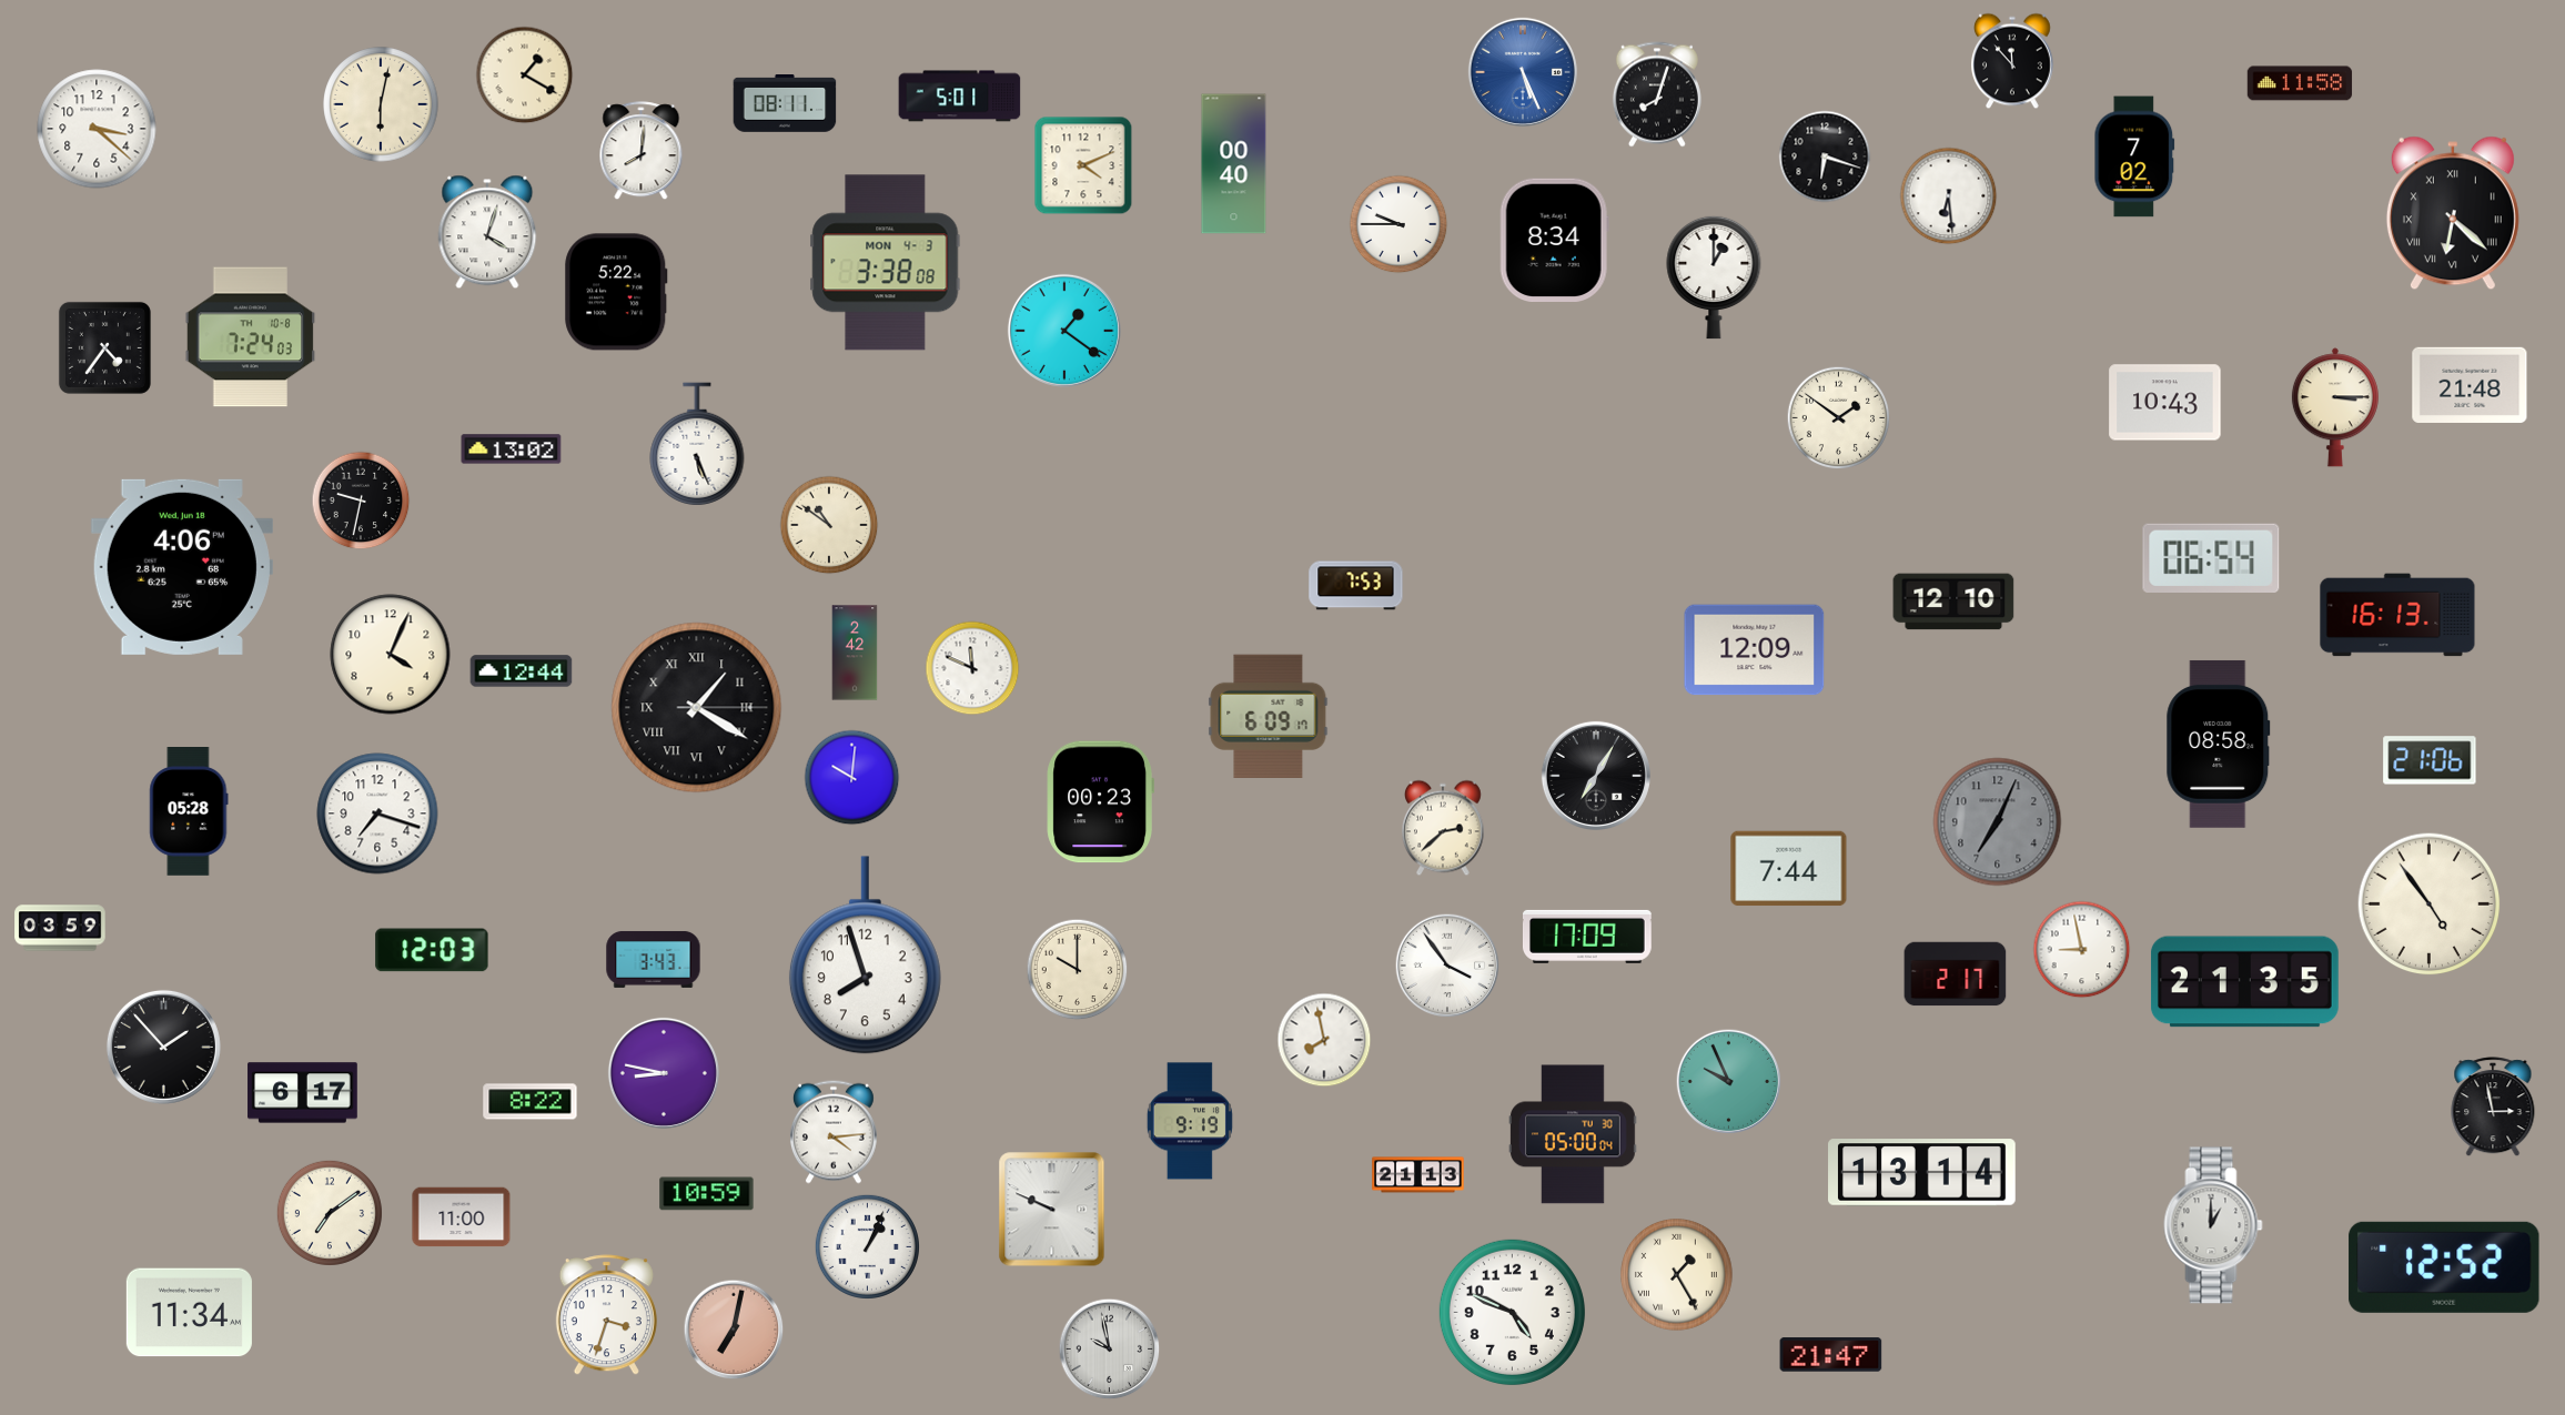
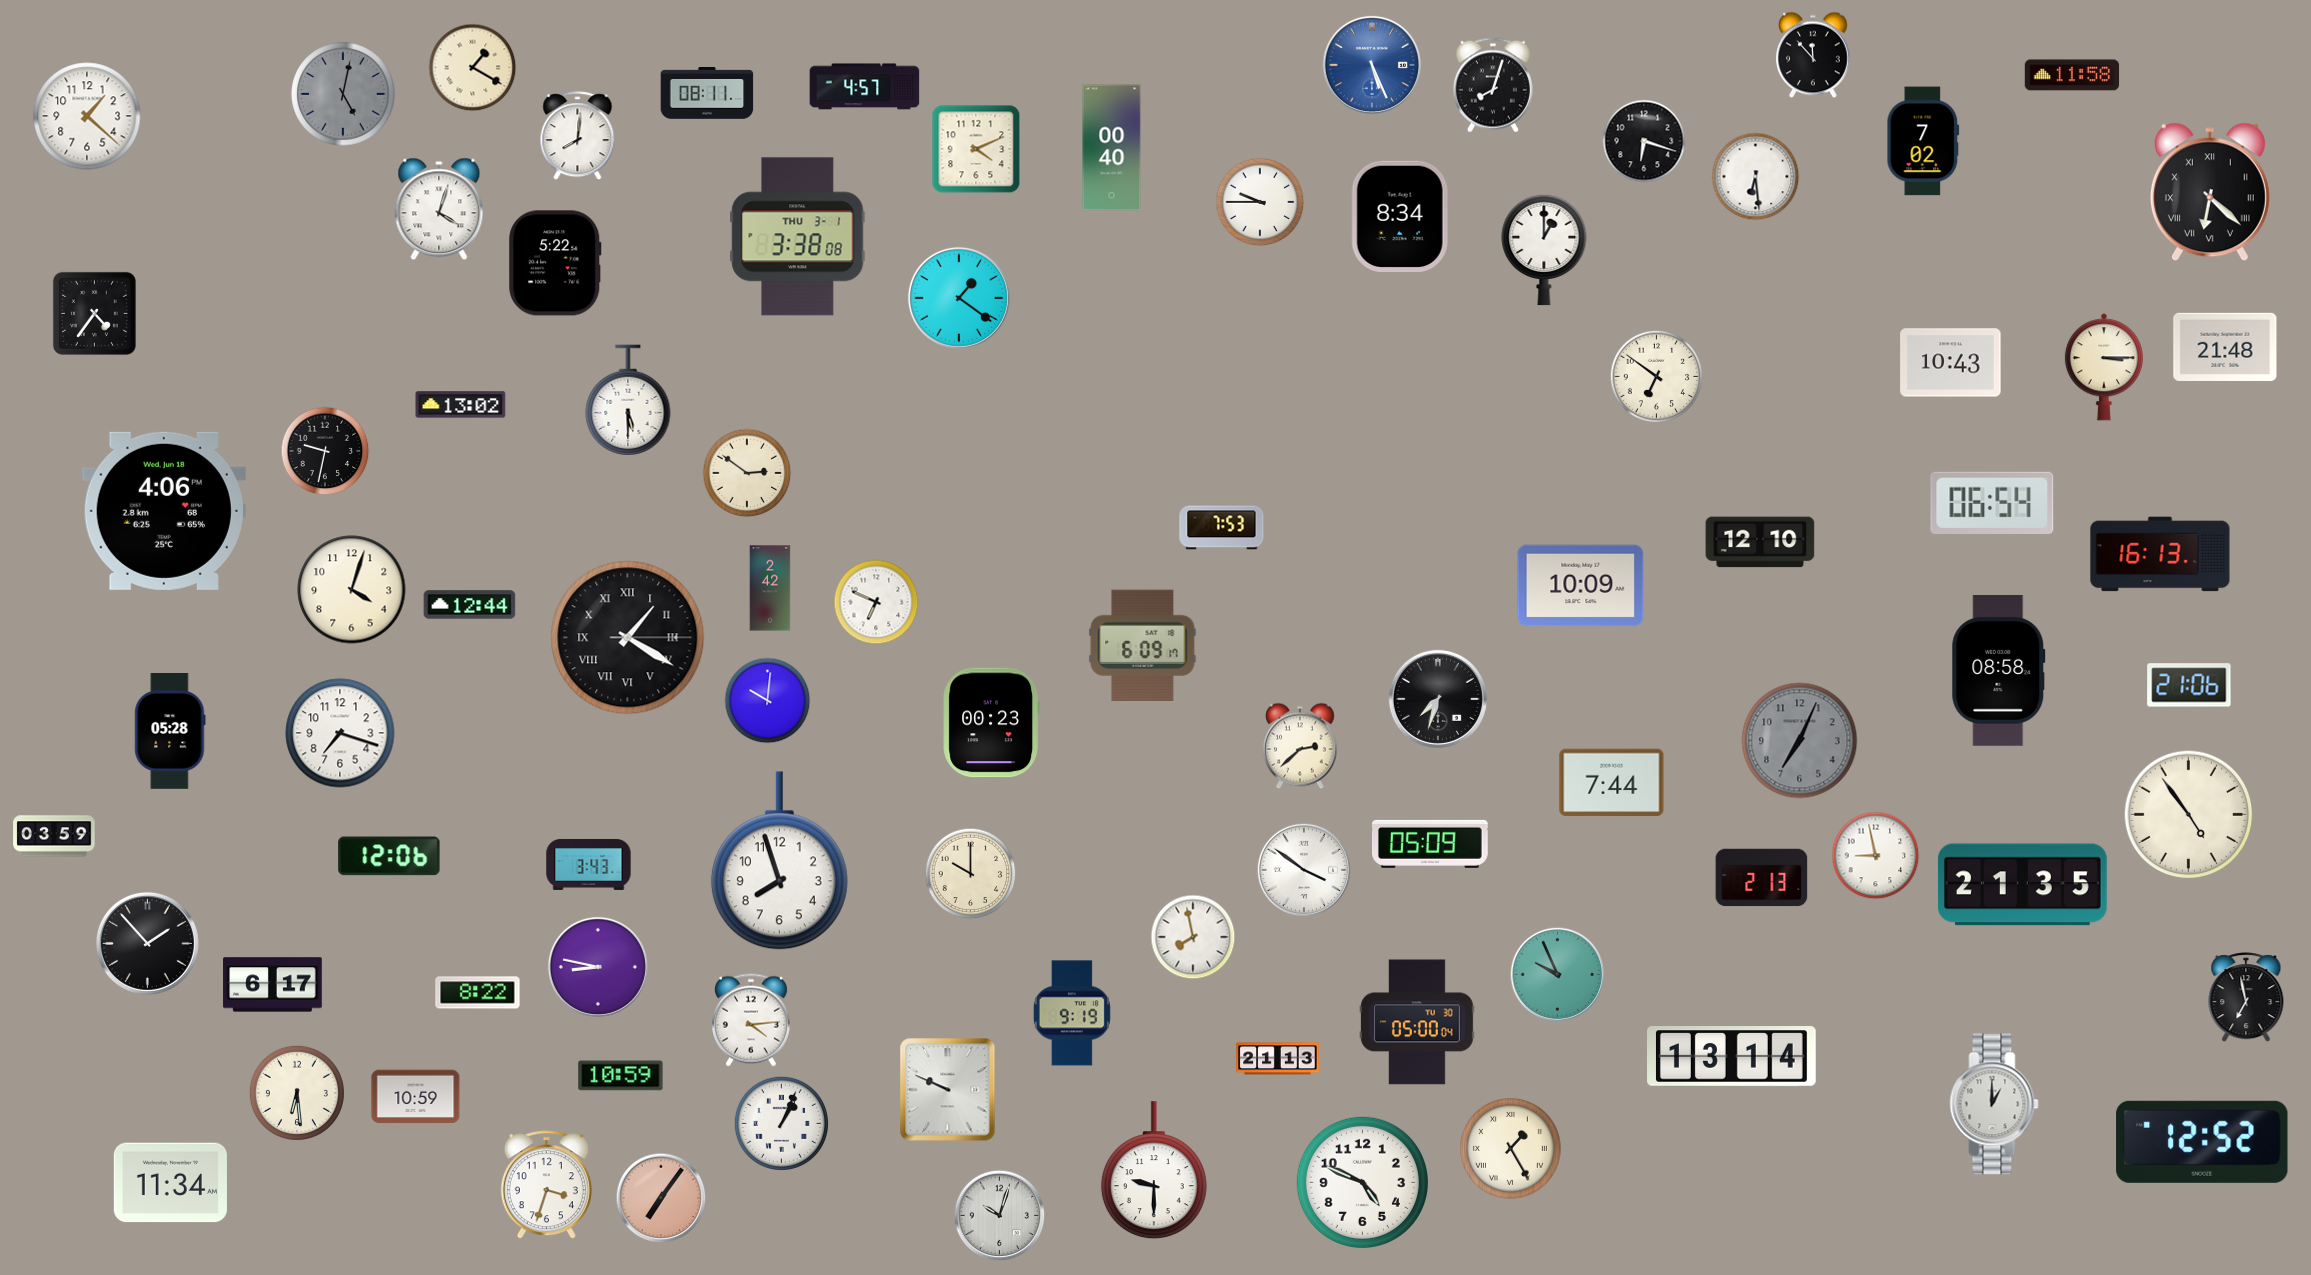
clock at (960, 97): 5:01 -> 4:57
clock at (381, 104): 6:02 -> 5:02
clock at (381, 104) dial: cream -> grey
clock at (97, 129): 3:22 -> 1:22
clock at (886, 263) date: MON 4-3 -> THU 3-1
clock at (251, 337): 7:24 -> none
clock at (1839, 418): 1:51 -> 6:51
clock at (697, 444): 5:26 -> 5:30
clock at (829, 525): 10:51 -> 2:51
clock at (1755, 650): 12:09 -> 10:09
clock at (391, 655): 4:04 -> 4:03
clock at (972, 668): 11:49 -> 6:49
clock at (1596, 776): 7:05 -> 7:33
clock at (1587, 937): 17:09 -> 05:09
clock at (432, 950): 12:03 -> 12:06
clock at (1447, 966): 3:54 -> 3:51
clock at (1956, 974): 2:17 -> 2:13
clock at (2493, 1108): 2:58 -> 6:58
clock at (1190, 1121) position: (1190, 1121) -> (1072, 1013)
clock at (707, 1194) position: (707, 1194) -> (621, 1076)
clock at (330, 1213): 7:09 -> 6:29
clock at (462, 1217): 11:00 -> 10:59
clock at (1154, 1171): none -> 9:30
clock at (734, 1330): 7:02 -> 7:06
clock at (1110, 1350): 9:58 -> 10:03
clock at (1831, 1355): 21:47 -> none
